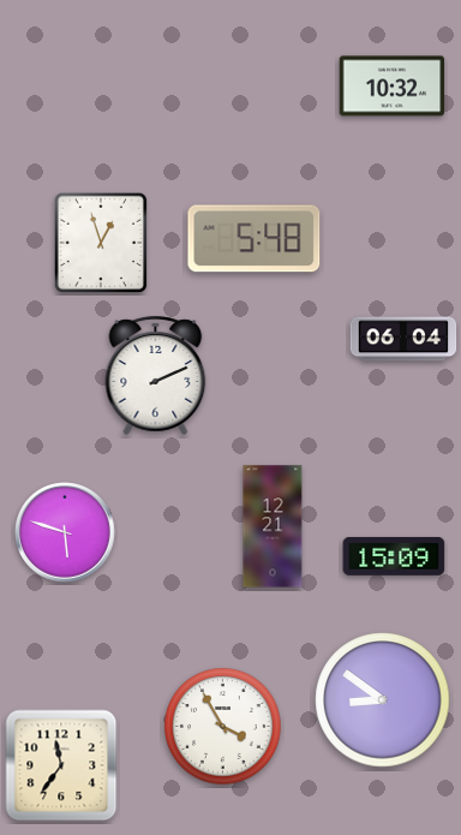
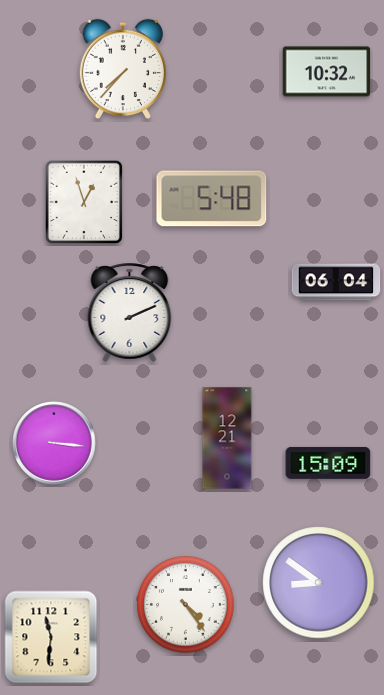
clock at (123, 69): none -> 7:37
clock at (65, 532): 5:48 -> 3:16
clock at (223, 727): 3:55 -> 4:24
clock at (61, 765): 11:36 -> 11:31
